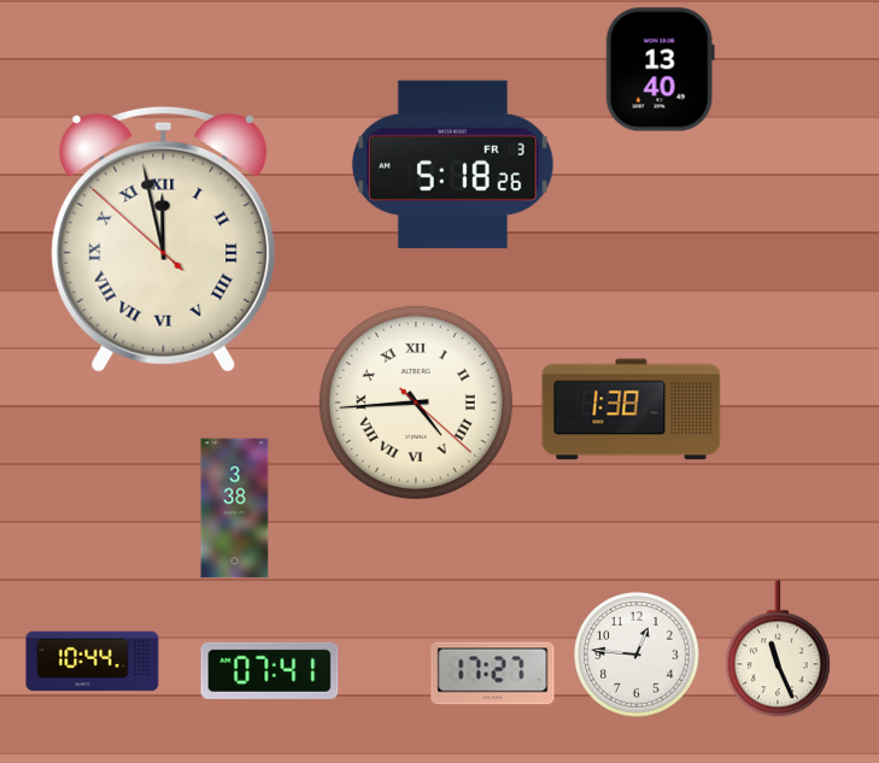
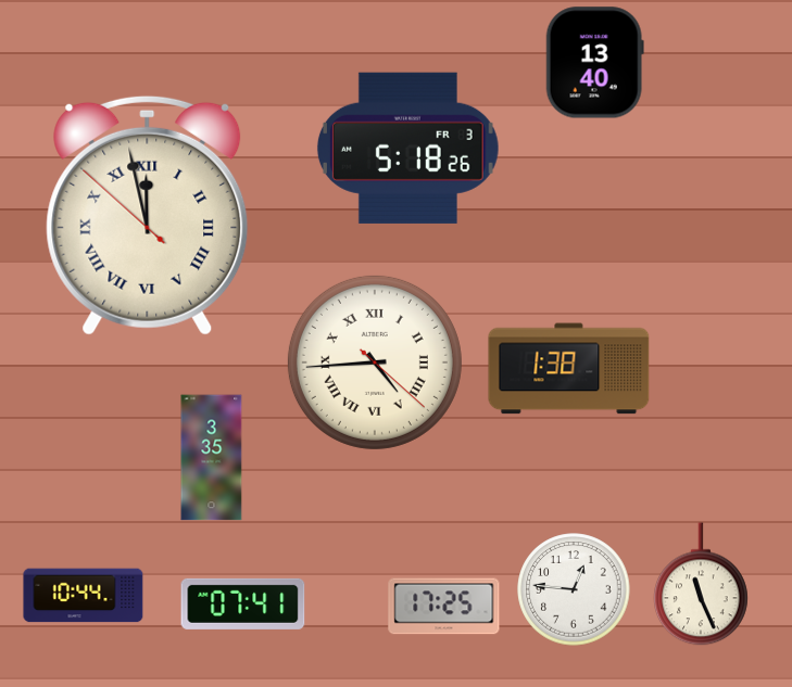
clock at (235, 509): 3:38 -> 3:35
clock at (493, 674): 17:27 -> 17:25
